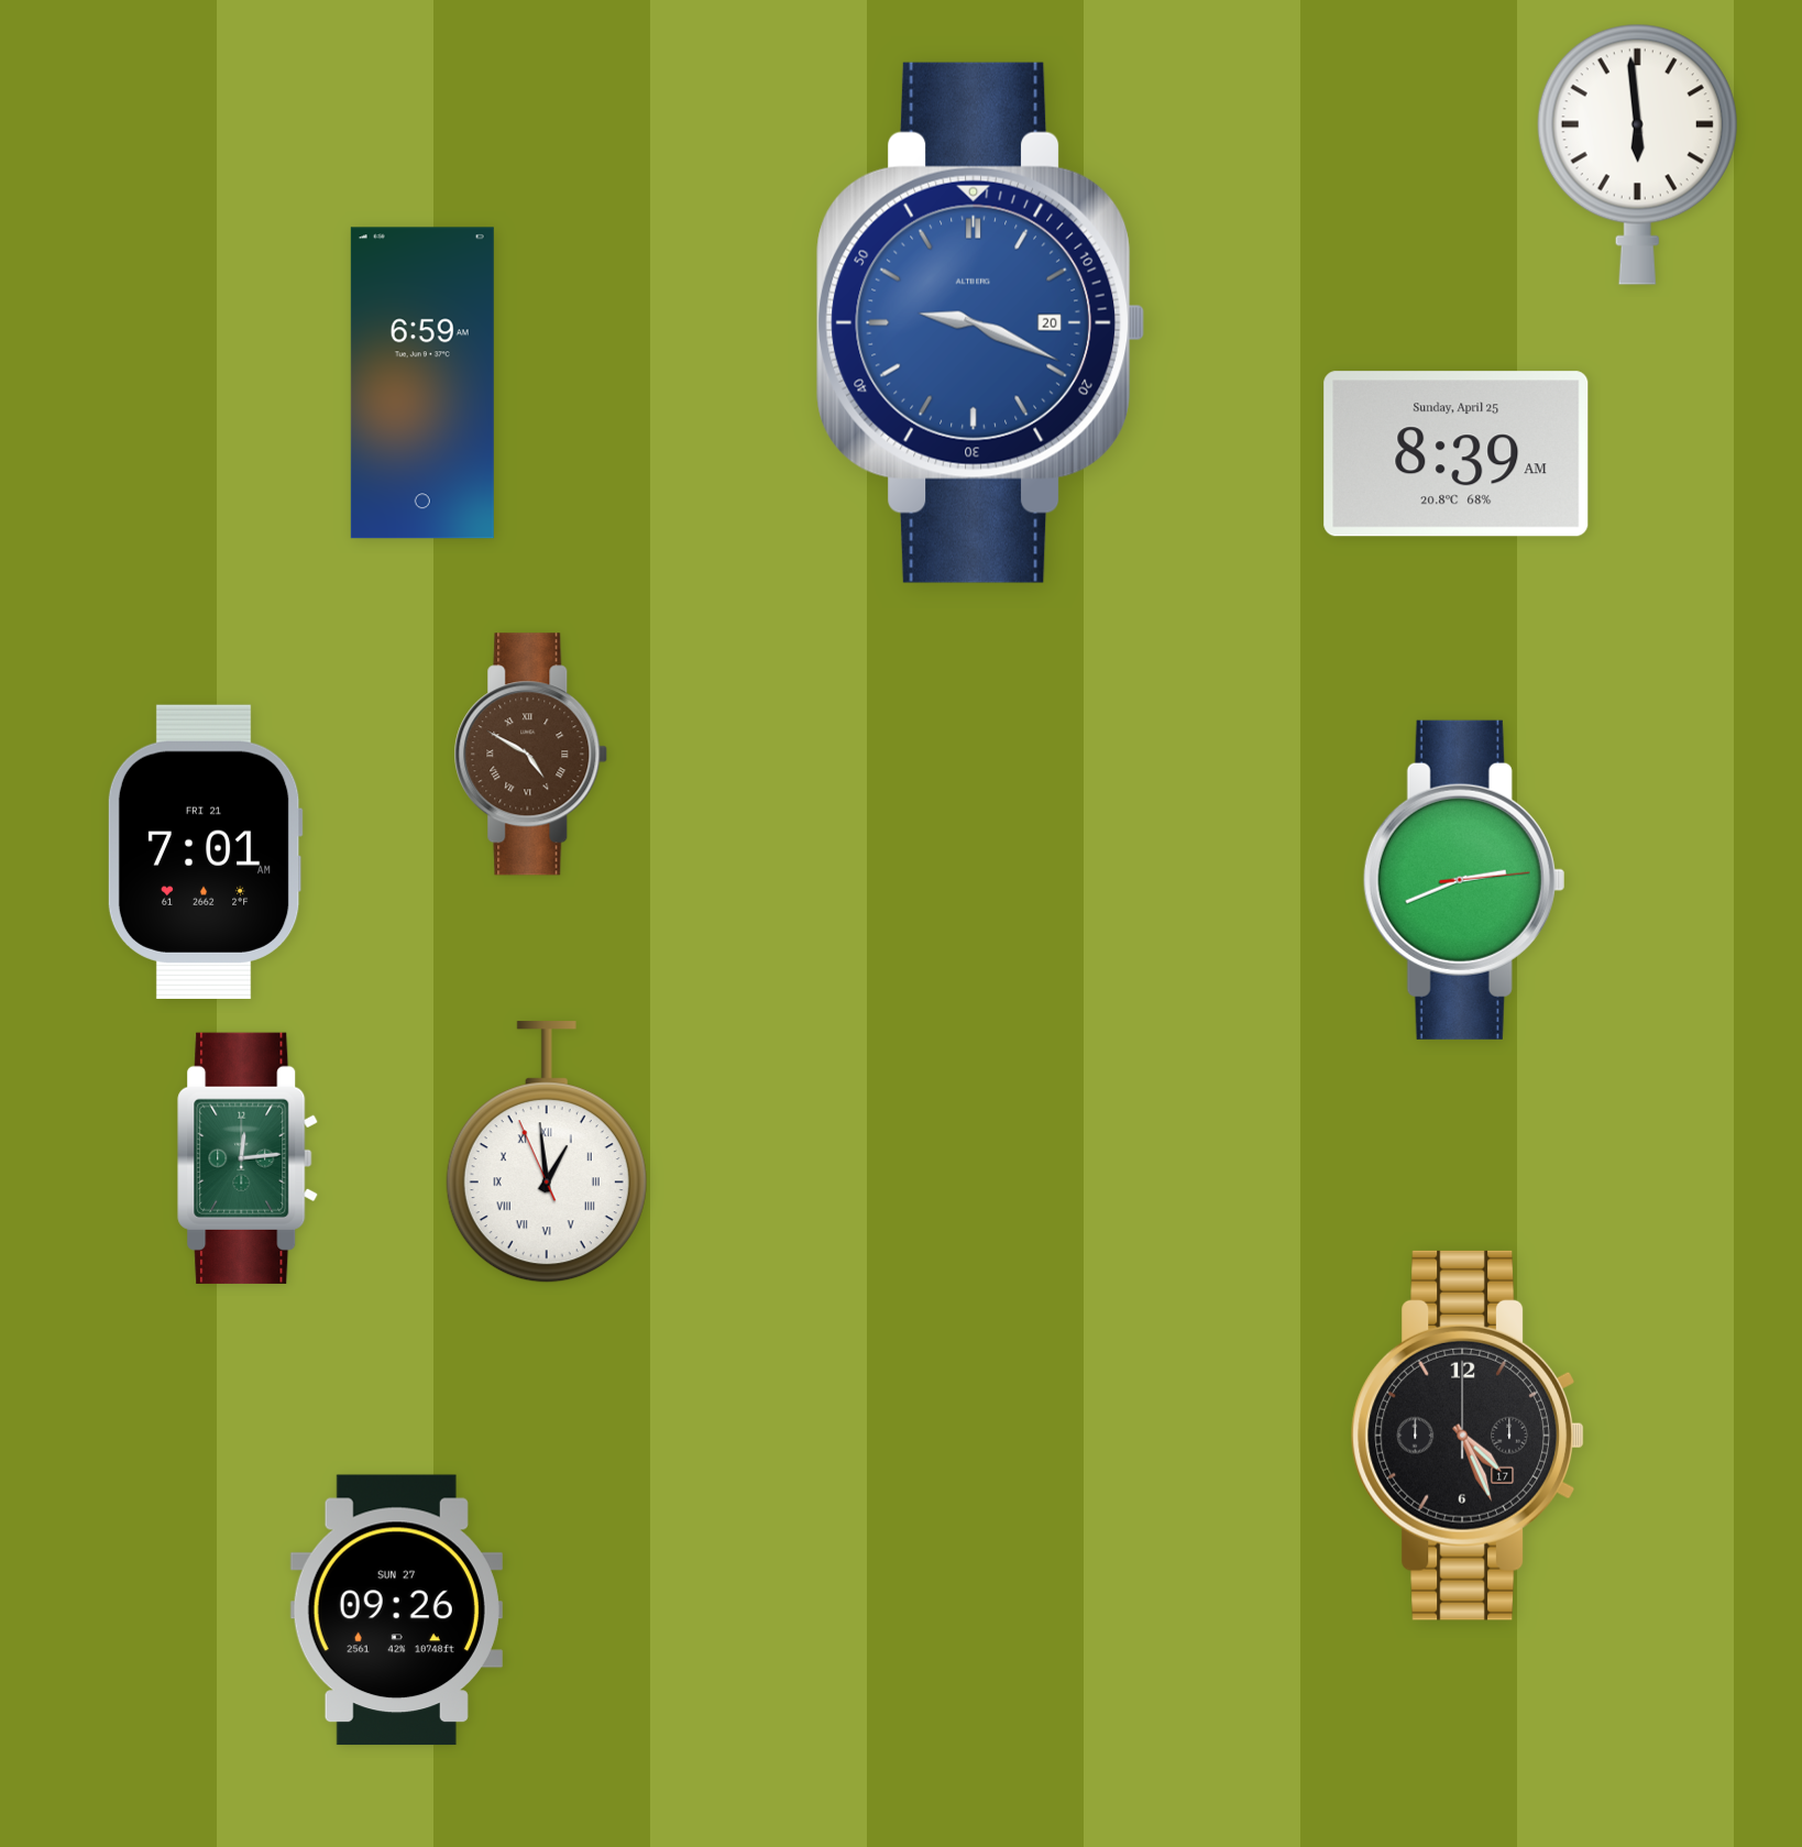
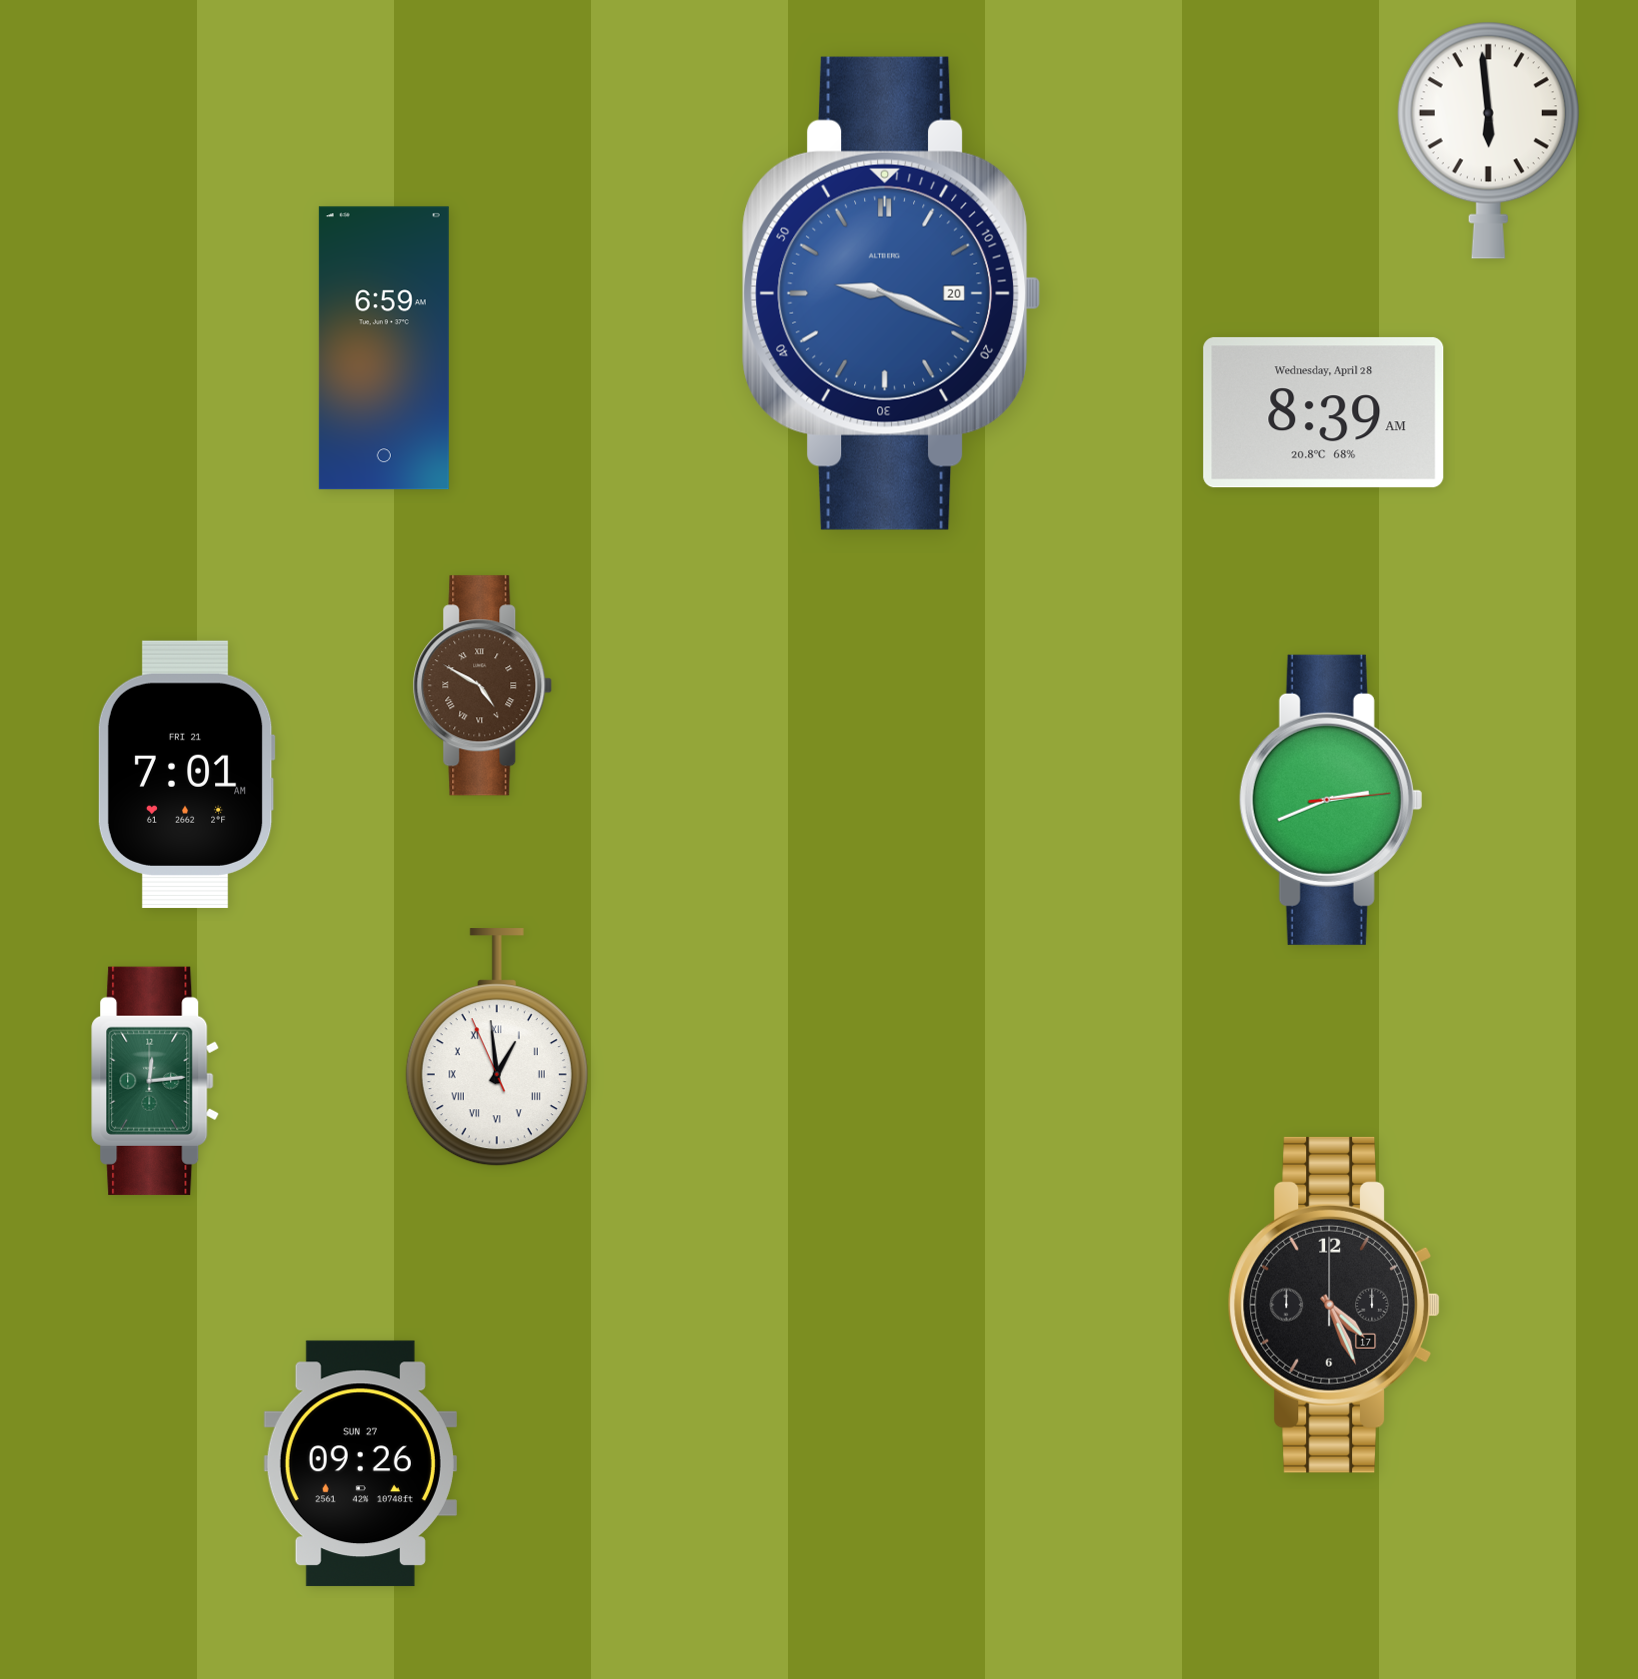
clock at (1457, 454) date: Sunday, April 25 -> Wednesday, April 28
clock at (249, 1158) position: (249, 1158) -> (156, 1081)
